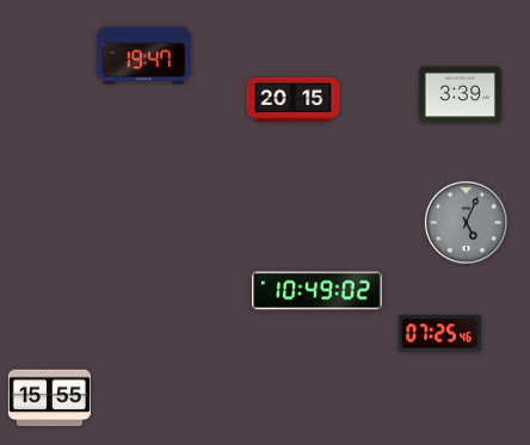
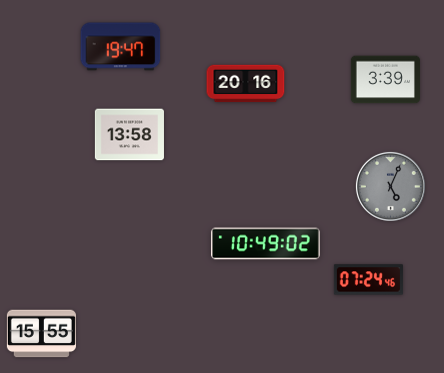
clock at (294, 100): 20:15 -> 20:16
clock at (129, 135): none -> 13:58
clock at (439, 334): 07:25 -> 07:24
